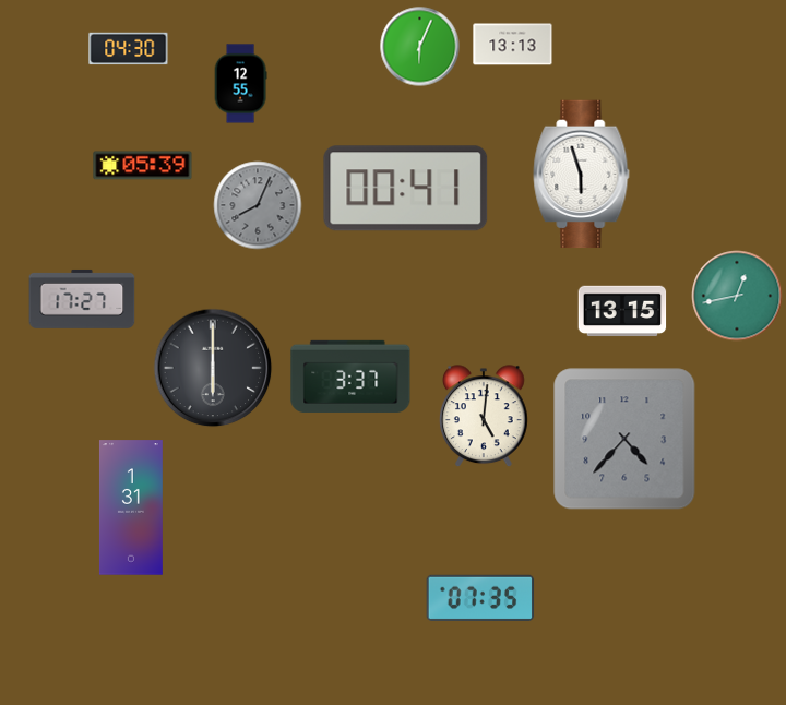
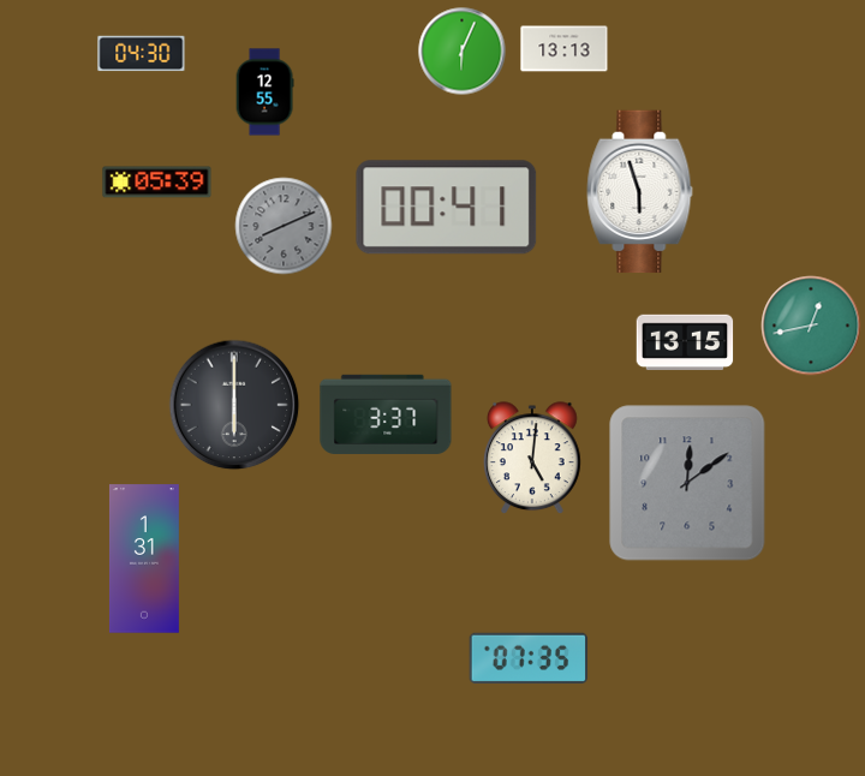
clock at (258, 205): 8:04 -> 8:11
clock at (82, 299): 17:27 -> none
clock at (624, 439): 4:37 -> 12:09
